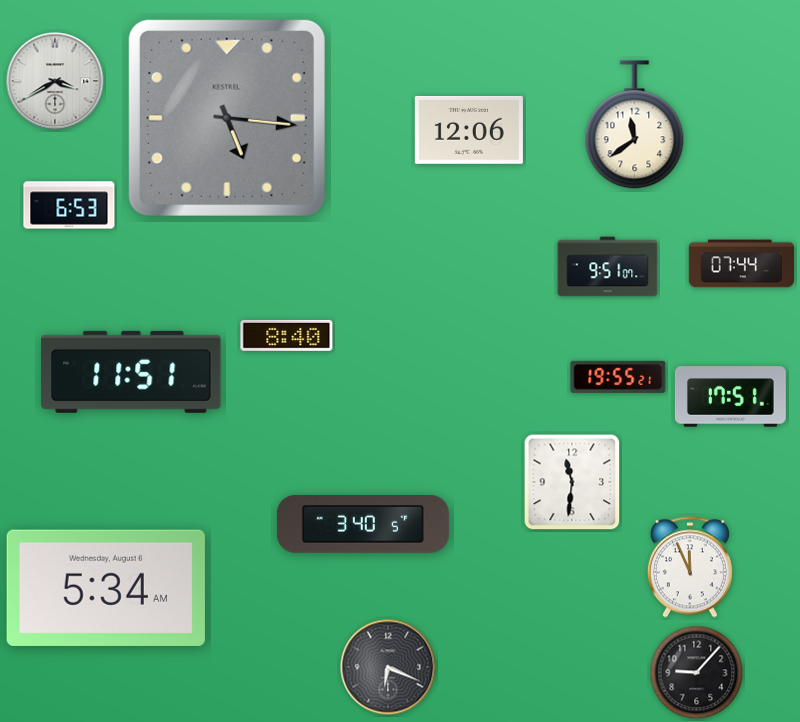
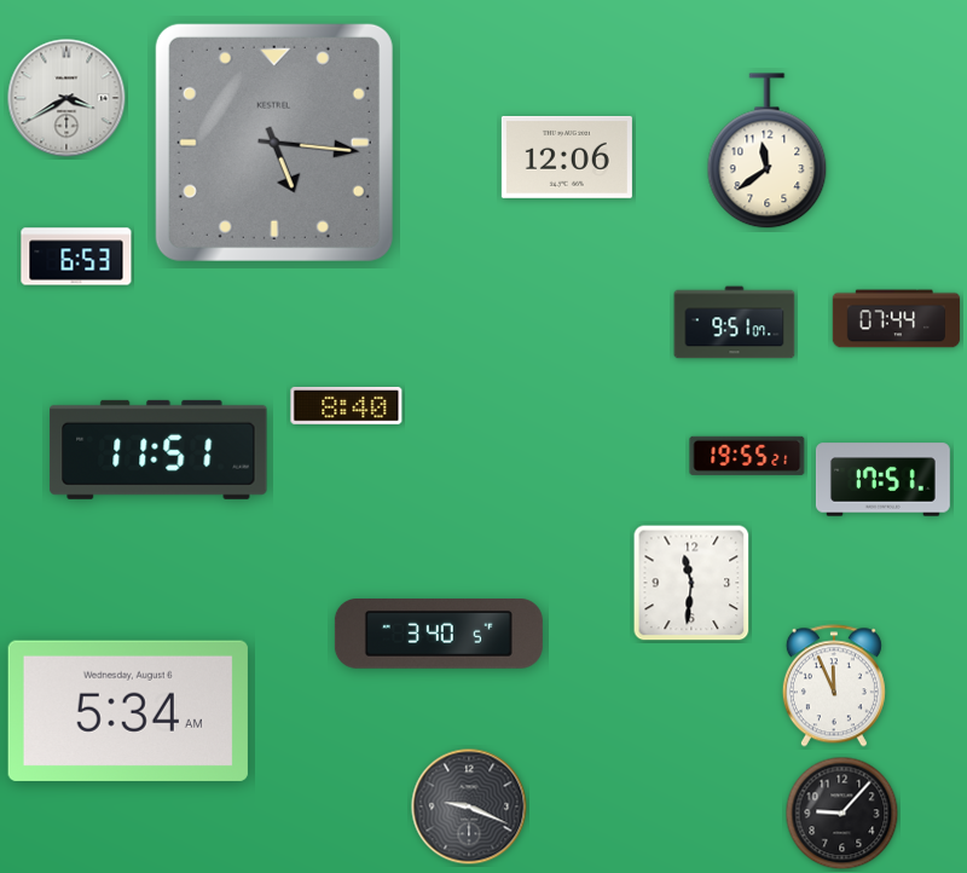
clock at (69, 205) position: (69, 205) -> (76, 256)
clock at (388, 667): 6:19 -> 9:19
